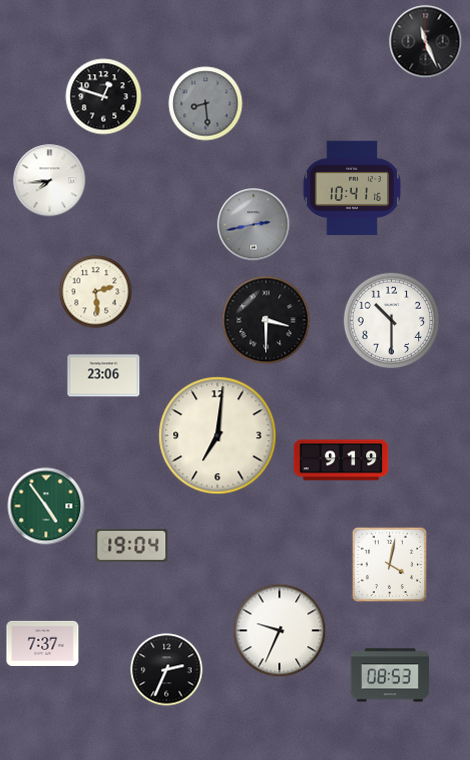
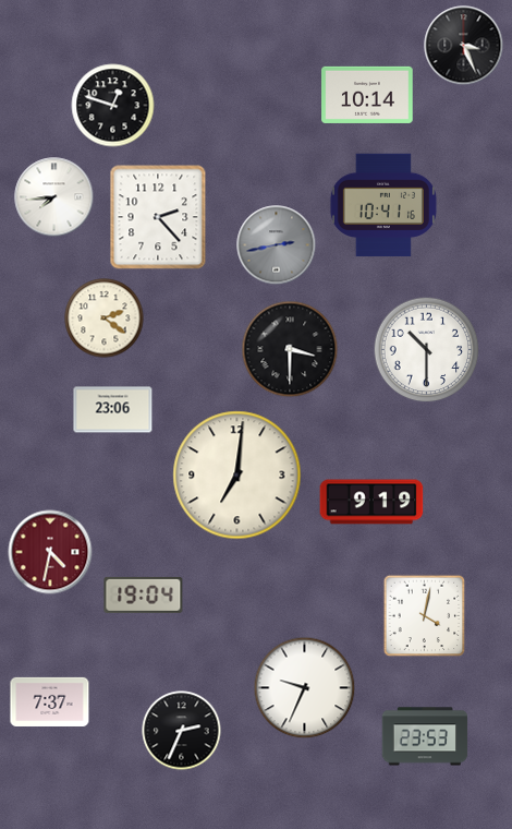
clock at (426, 42): 11:26 -> 3:26
clock at (367, 95): none -> 10:14
clock at (206, 104): 8:29 -> none
clock at (158, 217): none -> 2:23
clock at (96, 292): 2:29 -> 2:21
clock at (46, 506): 4:54 -> 4:32
clock at (46, 506) dial: green -> burgundy
clock at (43, 643) position: (43, 643) -> (50, 701)
clock at (390, 675): 08:53 -> 23:53
